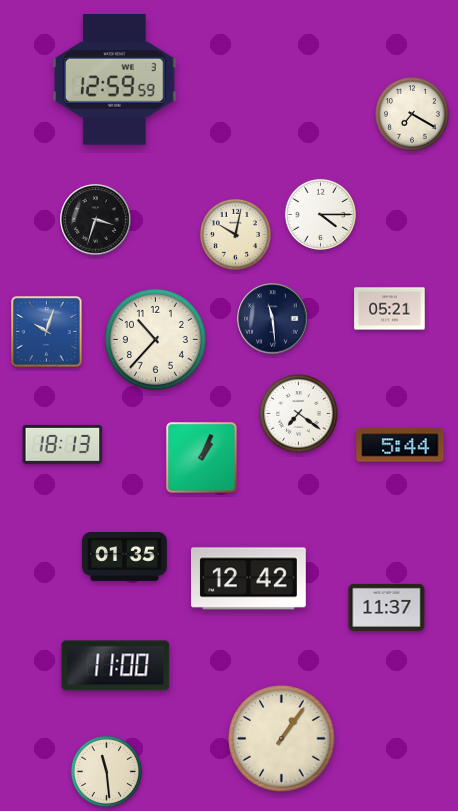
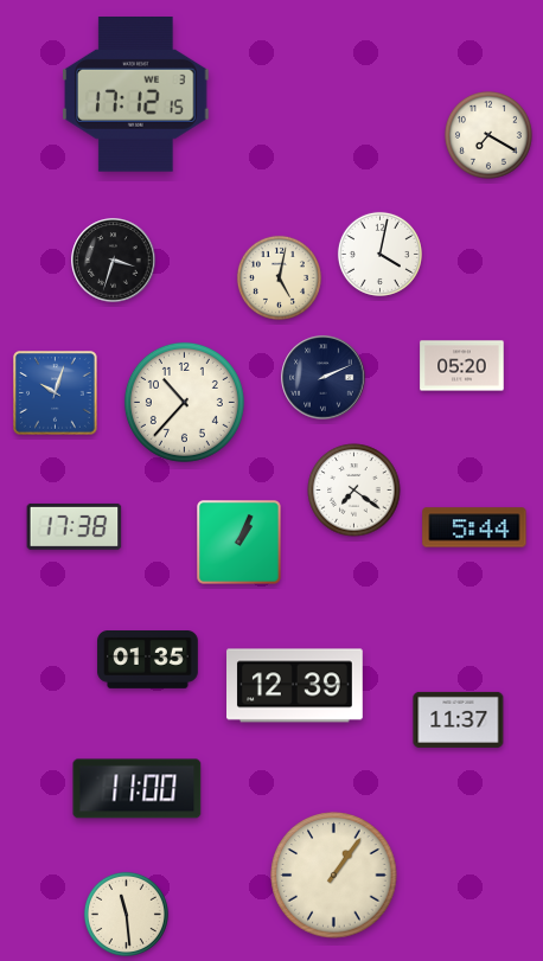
clock at (115, 80): 12:59 -> 17:12
clock at (320, 214): 4:15 -> 4:02
clock at (235, 234): 10:02 -> 5:02
clock at (390, 309): 05:21 -> 05:20
clock at (273, 319): 11:29 -> 2:11
clock at (63, 444): 18:13 -> 17:38
clock at (249, 579): 12:42 -> 12:39
